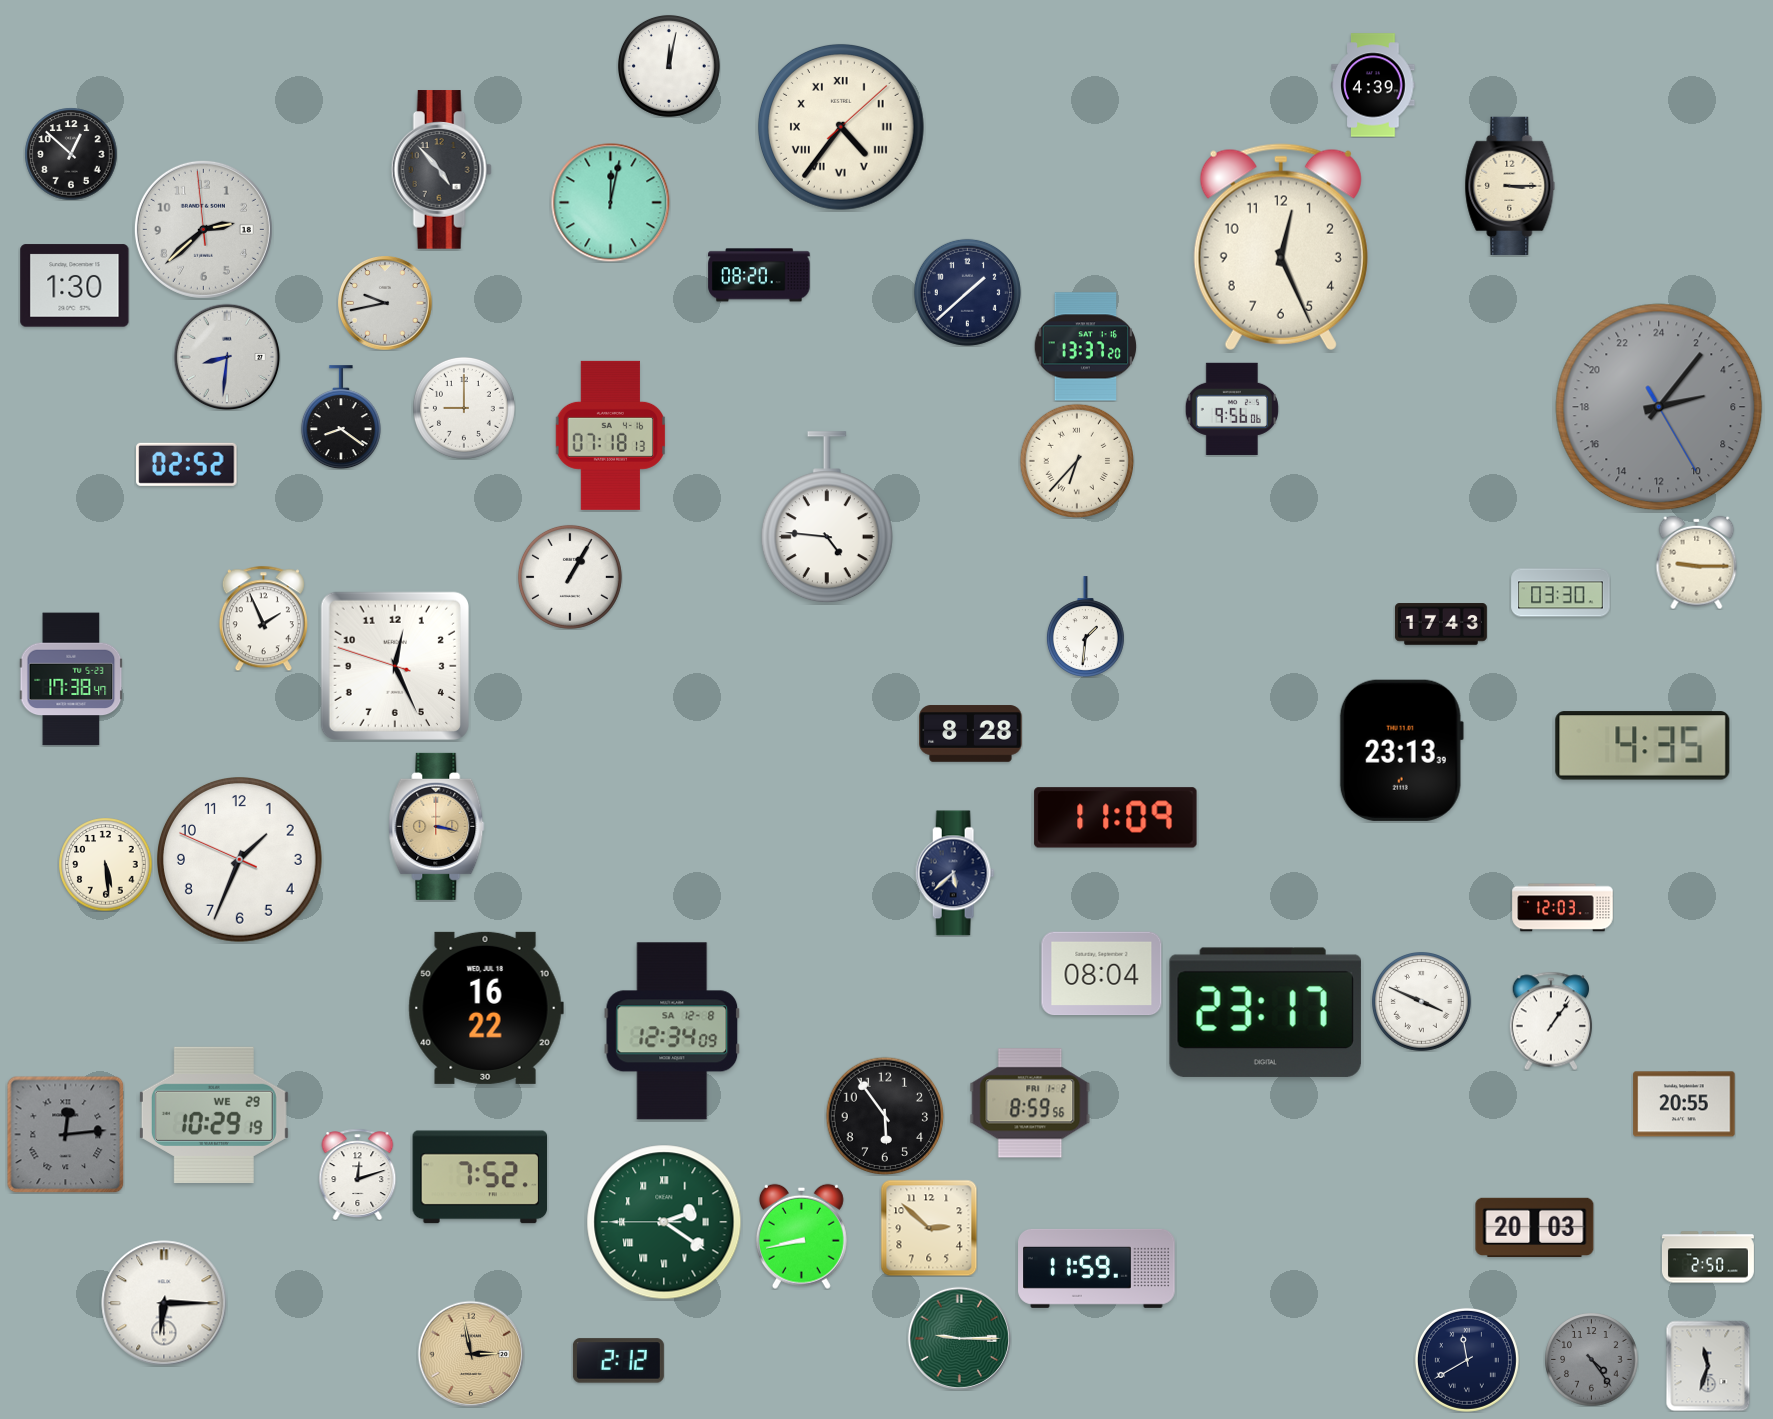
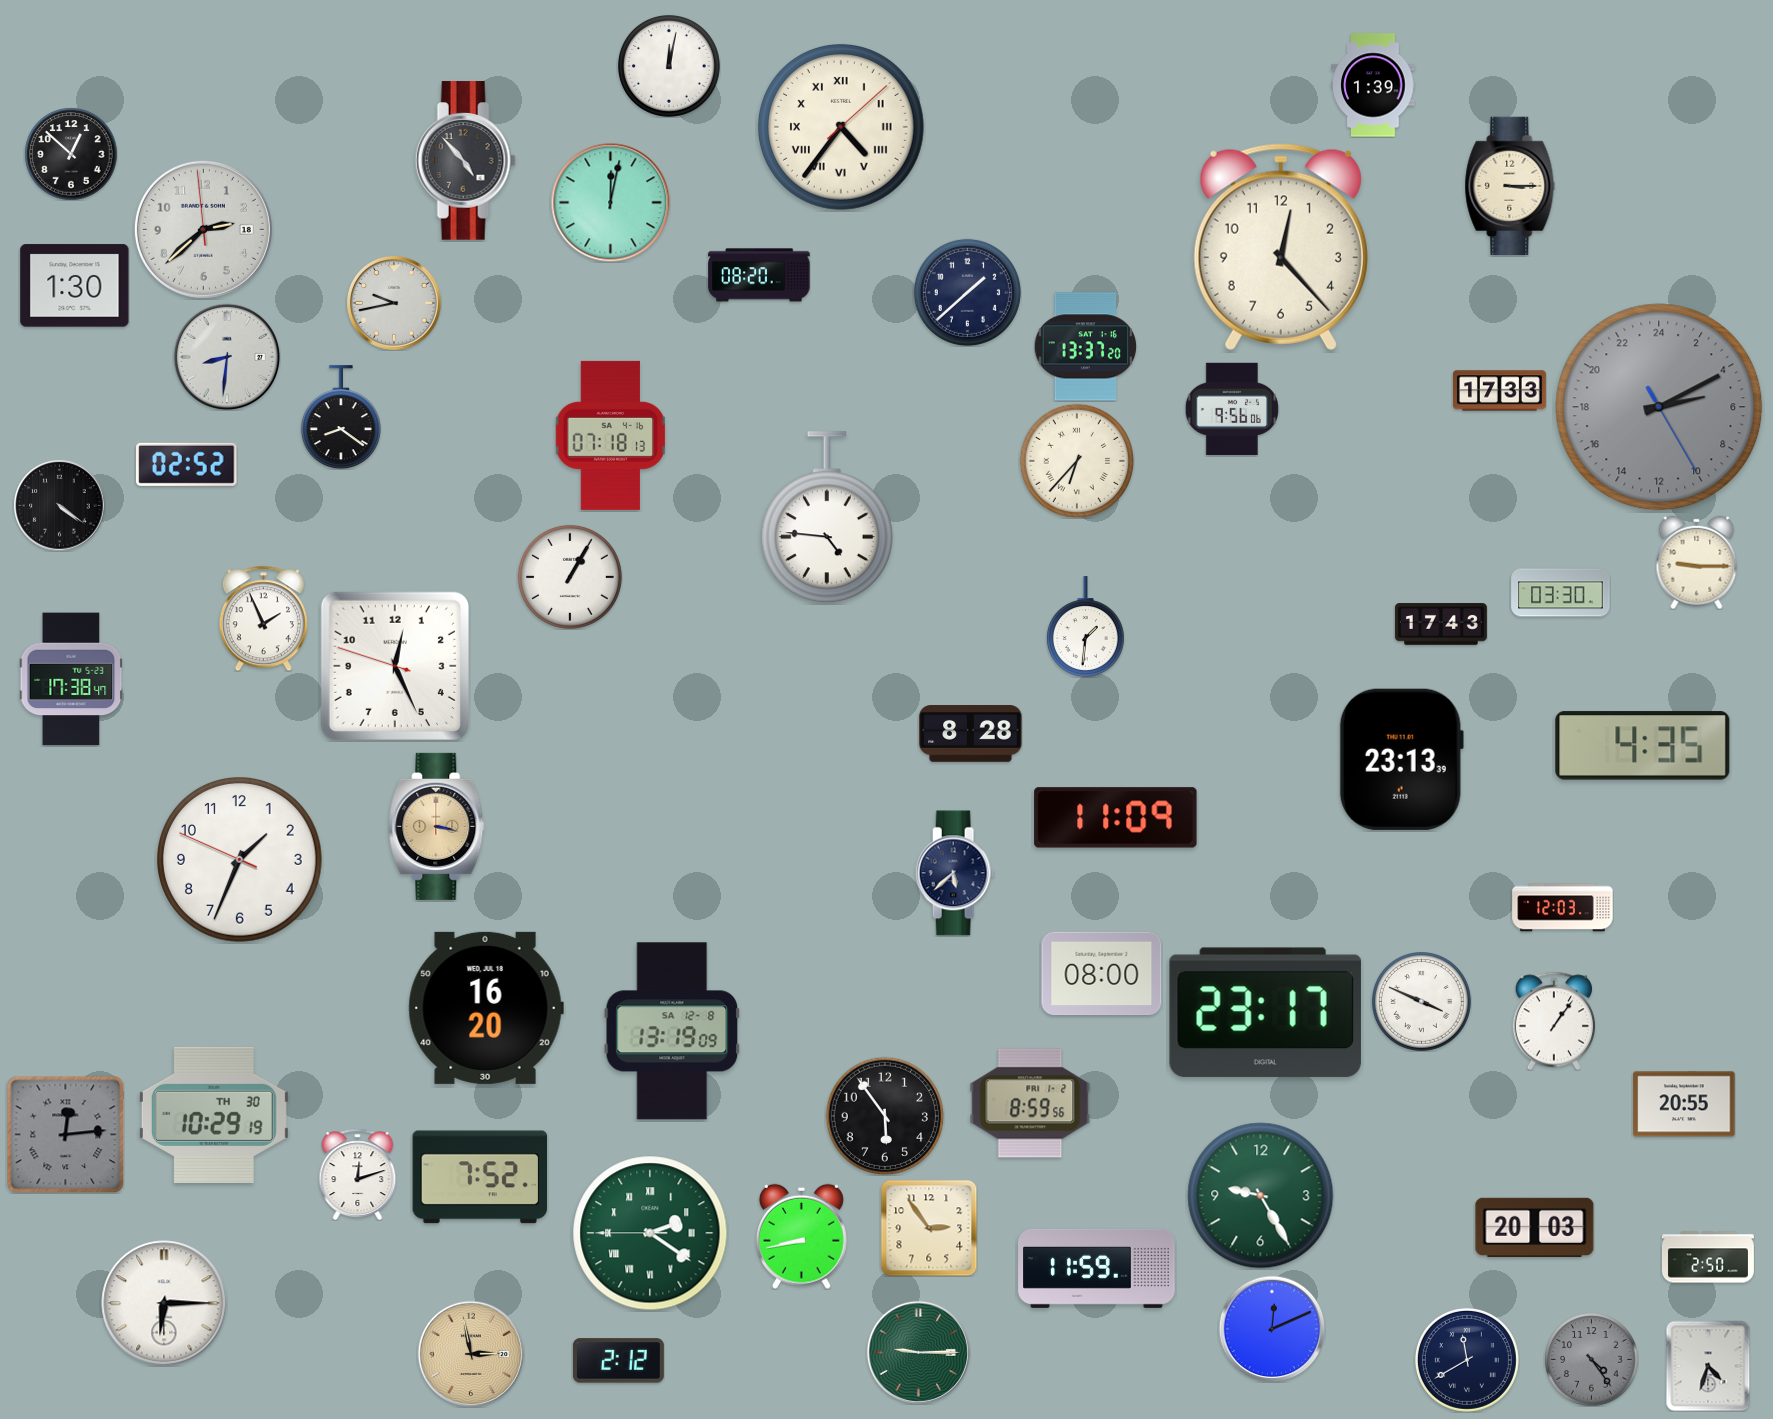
clock at (1373, 85): 4:39 -> 1:39
clock at (441, 170) position: (441, 170) -> (465, 161)
clock at (1281, 247): 12:26 -> 12:23
clock at (385, 303) position: (385, 303) -> (394, 303)
clock at (1500, 391): none -> 17:33
clock at (1659, 407): 5:06 -> 5:10
clock at (464, 408): 9:00 -> none
clock at (59, 505): none -> 4:21
clock at (1401, 750) position: (1401, 750) -> (1401, 759)
clock at (105, 864): 5:29 -> none
clock at (1102, 974): 08:04 -> 08:00
clock at (486, 1008): 16:22 -> 16:20
clock at (1551, 1021) position: (1551, 1021) -> (1554, 1021)
clock at (672, 1031): 12:34 -> 13:19
clock at (214, 1115) date: WE 29 -> TH 30
clock at (1261, 1196): none -> 9:25
clock at (664, 1222) position: (664, 1222) -> (650, 1233)
clock at (929, 1228): 2:52 -> 2:54
clock at (1272, 1329): none -> 12:11
clock at (959, 1338) position: (959, 1338) -> (918, 1352)
clock at (1708, 1366): 11:33 -> 4:33
